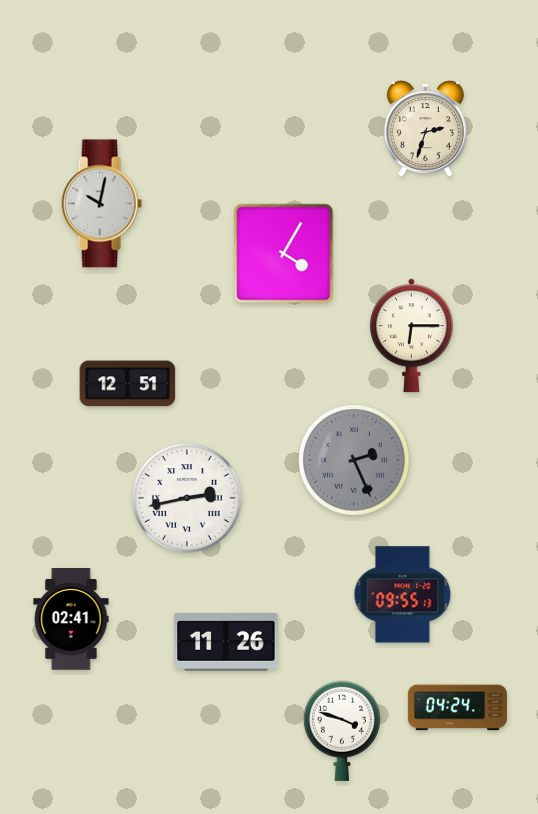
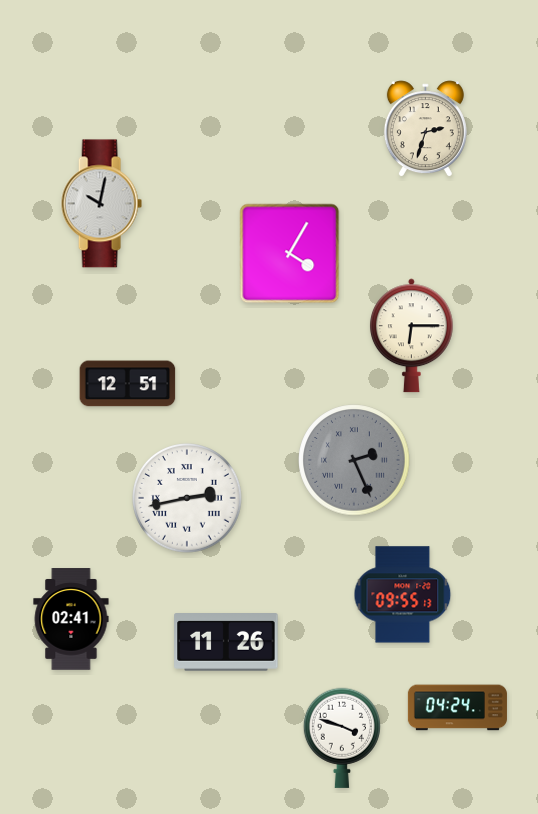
clock at (284, 254) position: (284, 254) -> (290, 254)
clock at (342, 731) position: (342, 731) -> (342, 738)
